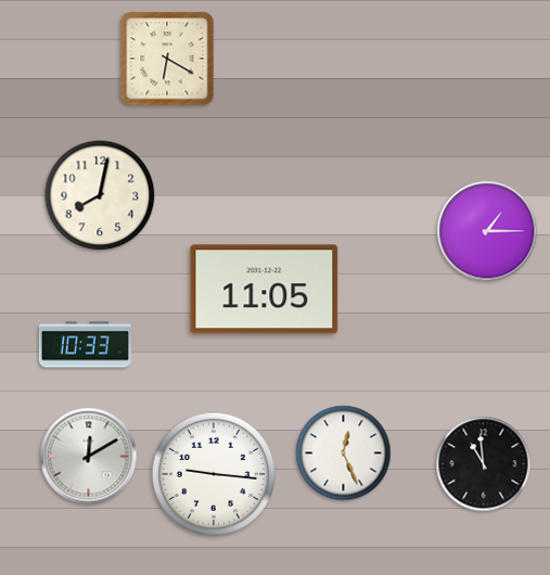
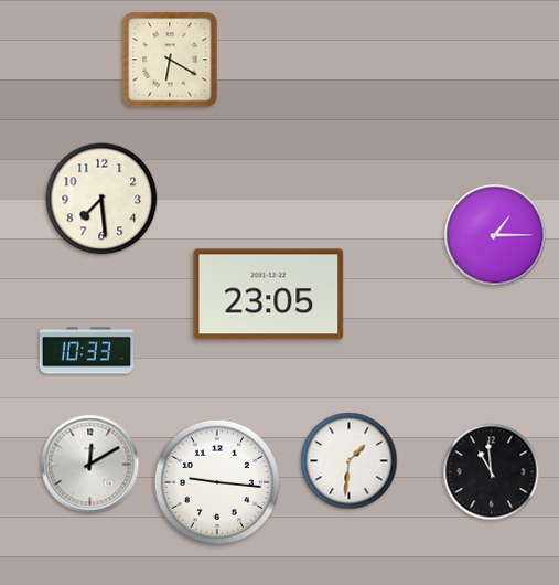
clock at (100, 195): 8:02 -> 7:29
clock at (265, 290): 11:05 -> 23:05
clock at (344, 453): 12:26 -> 1:31
